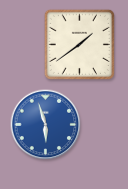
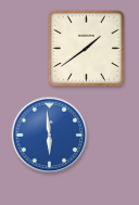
clock at (46, 125): 5:57 -> 5:59
